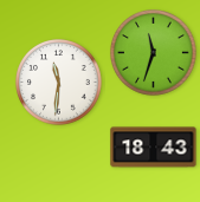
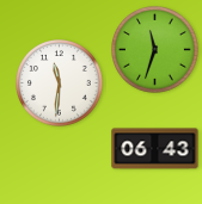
clock at (154, 53) position: (154, 53) -> (155, 50)
clock at (154, 148): 18:43 -> 06:43
